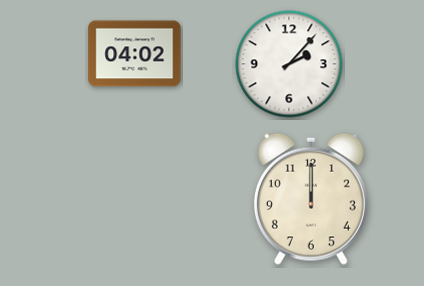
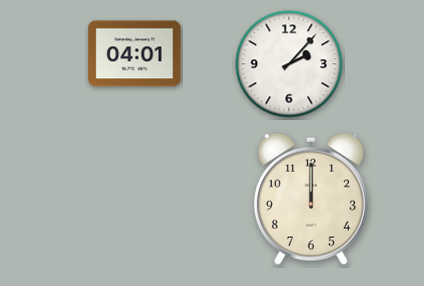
clock at (135, 54): 04:02 -> 04:01
